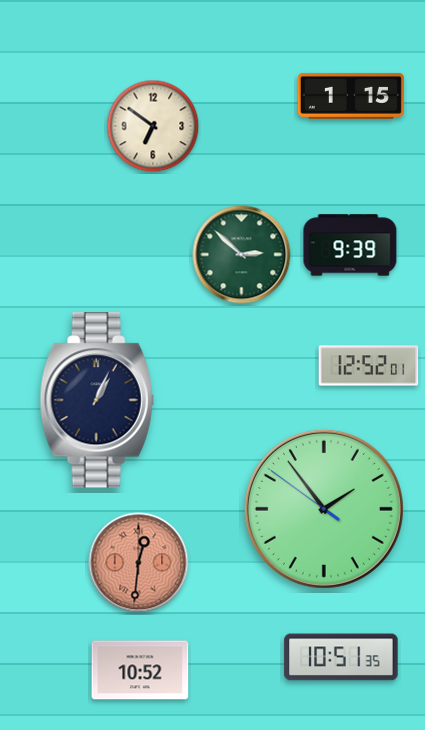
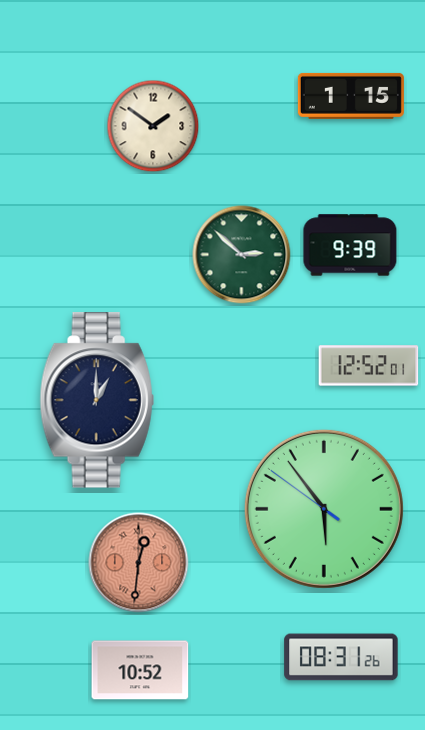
clock at (153, 126): 6:51 -> 1:51
clock at (97, 400): 1:04 -> 1:00
clock at (324, 509): 1:53 -> 5:53
clock at (341, 657): 10:51 -> 08:31
